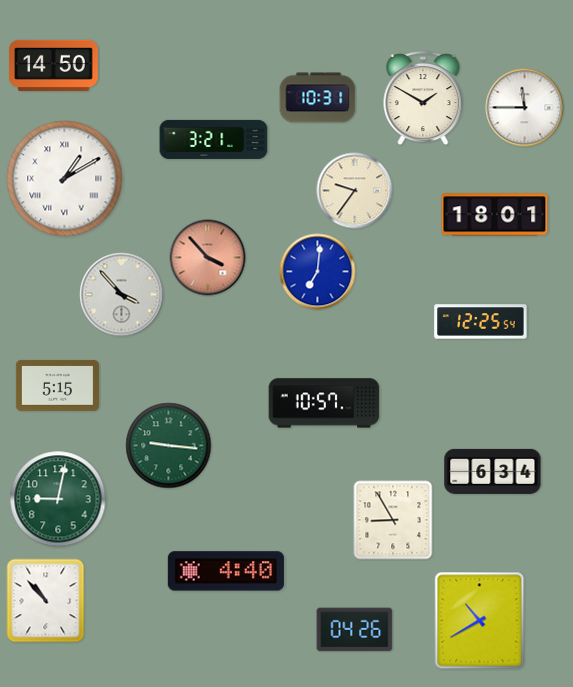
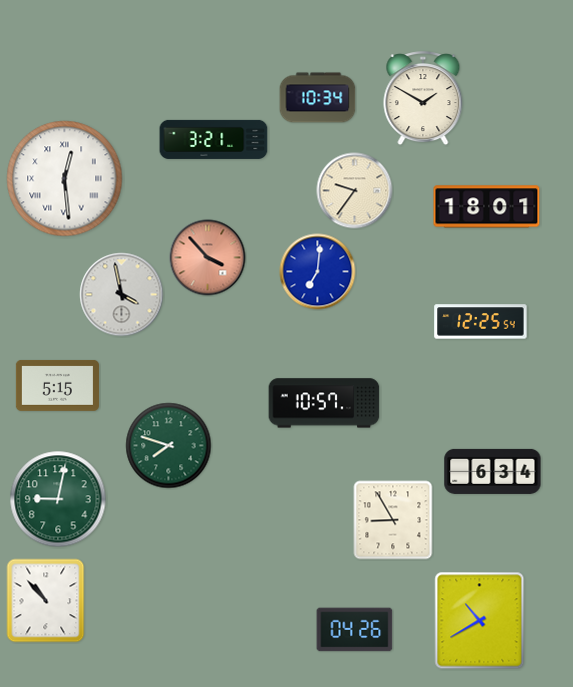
clock at (54, 65): 14:50 -> none
clock at (318, 98): 10:31 -> 10:34
clock at (525, 108): 11:45 -> none
clock at (65, 179): 1:10 -> 12:29
clock at (495, 215) position: (495, 215) -> (487, 207)
clock at (122, 295): 3:53 -> 3:58
clock at (169, 446): 9:16 -> 7:48
clock at (226, 571): 4:40 -> none
